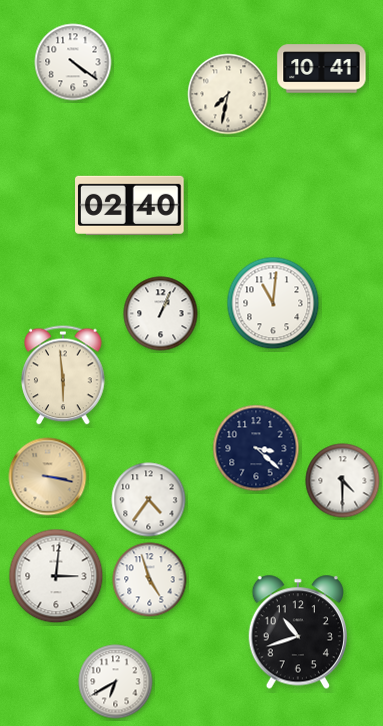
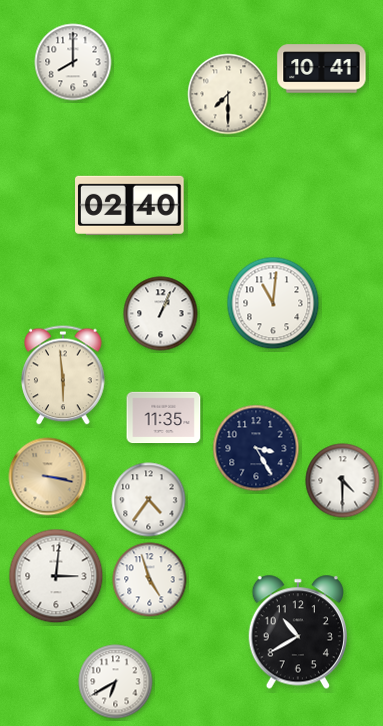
clock at (73, 62): 4:21 -> 8:00
clock at (228, 94): 7:32 -> 7:30
clock at (164, 418): none -> 11:35
clock at (256, 448): 3:22 -> 3:25
clock at (298, 632): 10:42 -> 10:40
